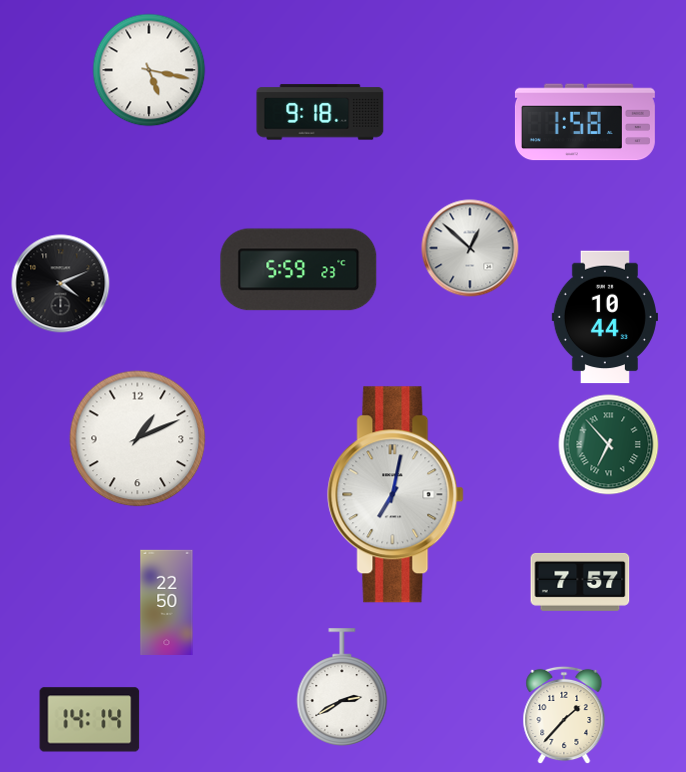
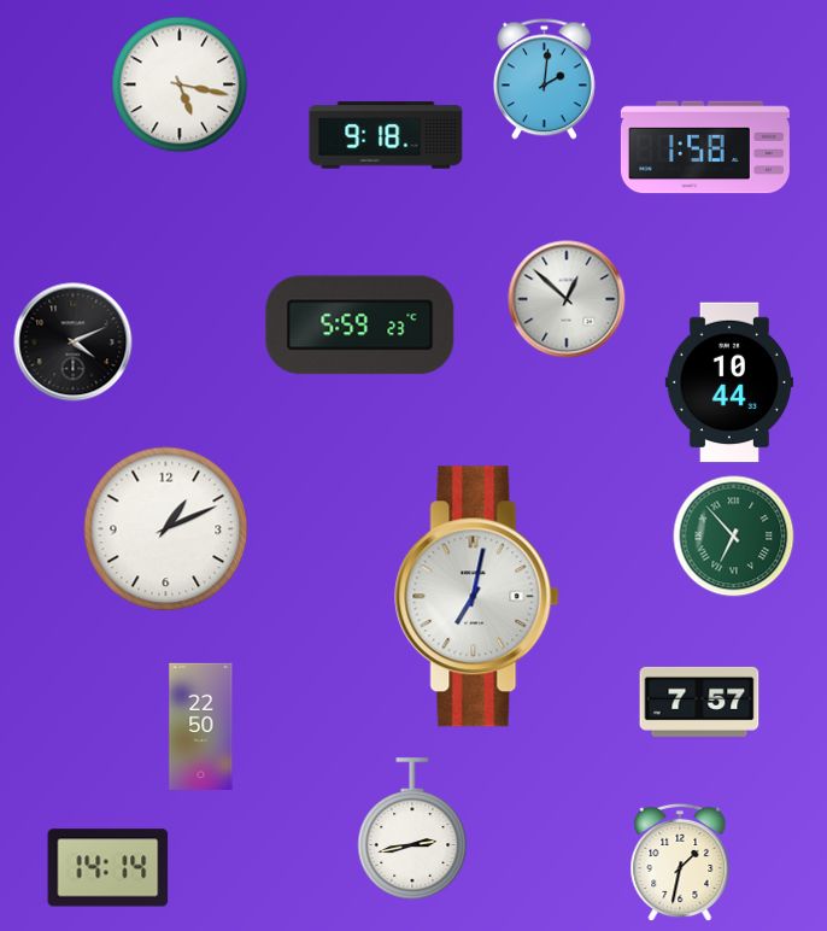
clock at (544, 80): none -> 2:01
clock at (342, 687): 2:40 -> 2:43
clock at (564, 715): 1:37 -> 1:32
